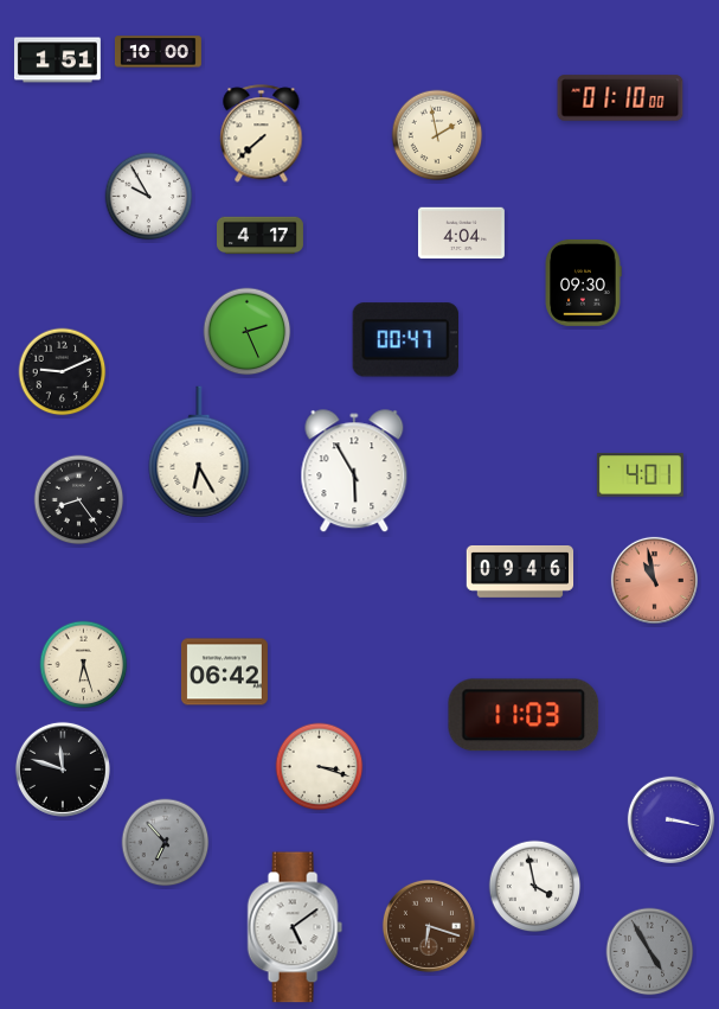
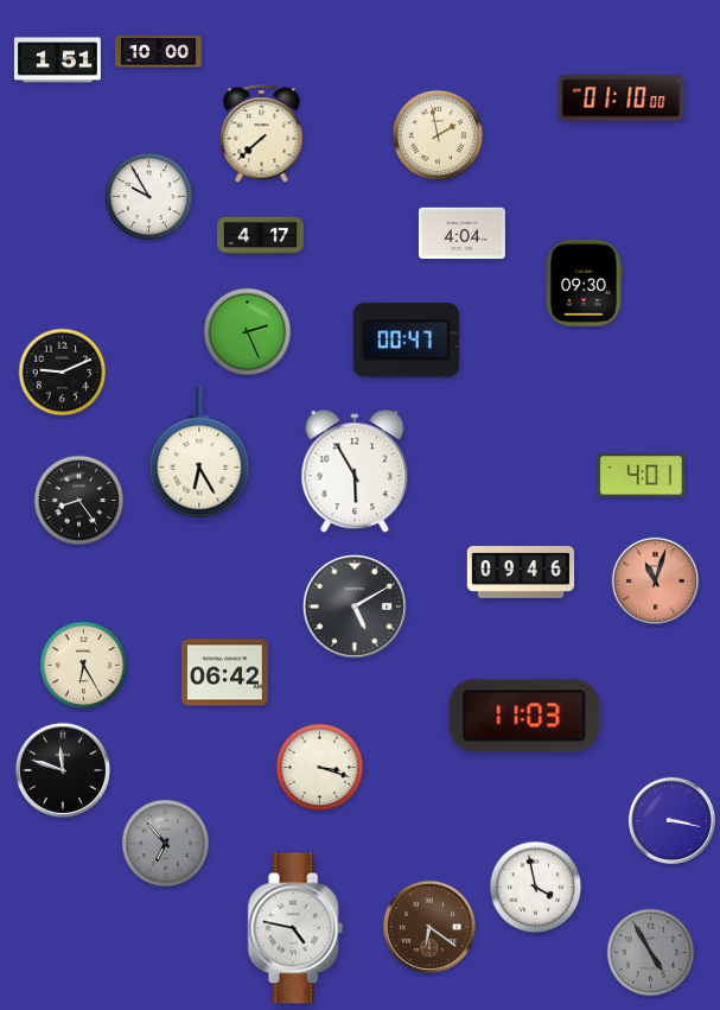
clock at (654, 580): 10:58 -> 11:03
clock at (355, 606): none -> 5:10
clock at (84, 665): 6:27 -> 6:25
clock at (429, 926): 6:18 -> 6:21
clock at (295, 927): 5:09 -> 4:47
